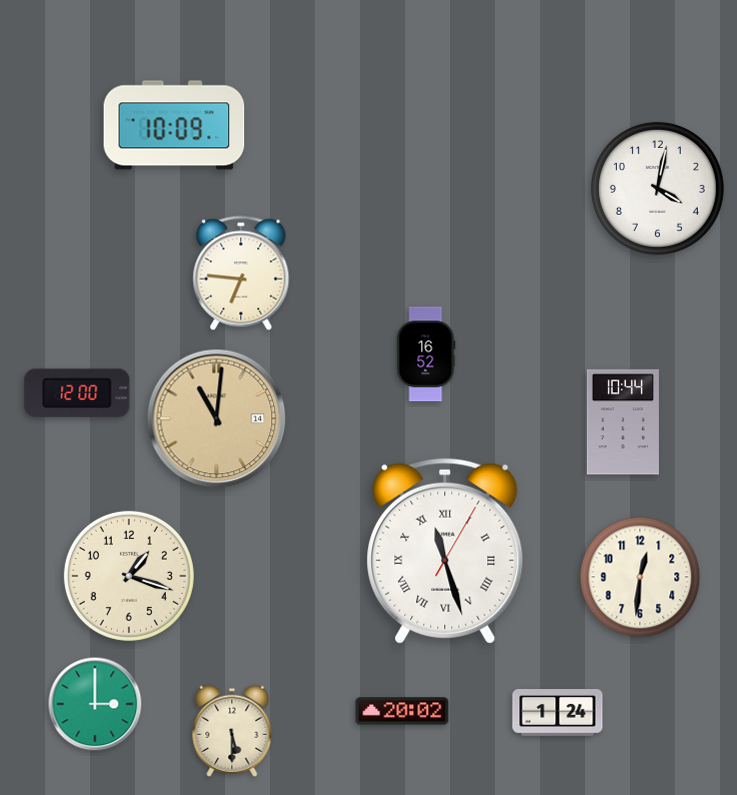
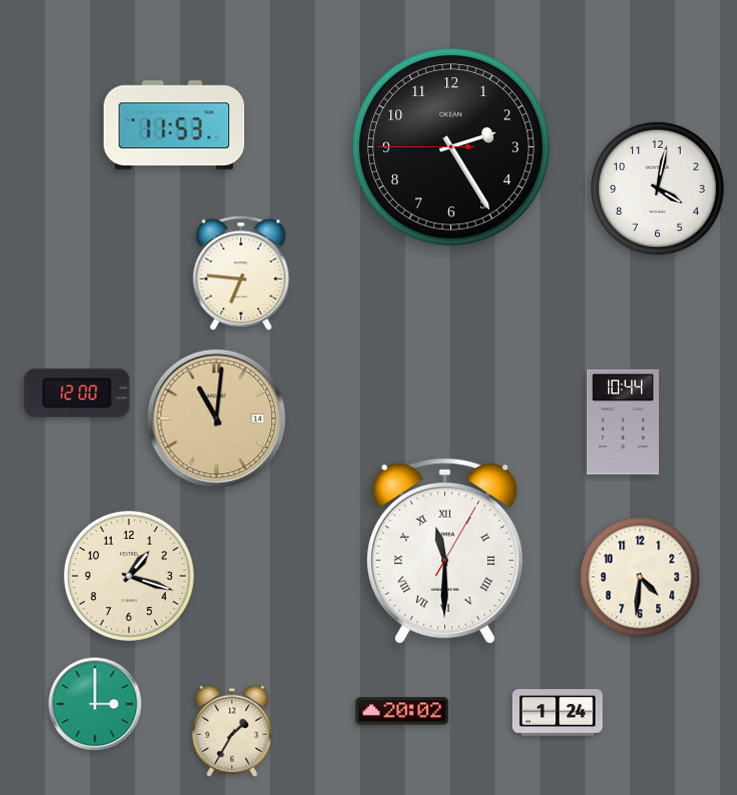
clock at (174, 125): 10:09 -> 11:53
clock at (451, 147): none -> 2:24
clock at (426, 354): 16:52 -> none
clock at (445, 551): 11:27 -> 11:30
clock at (640, 577): 12:31 -> 4:31
clock at (232, 731): 5:30 -> 1:35
